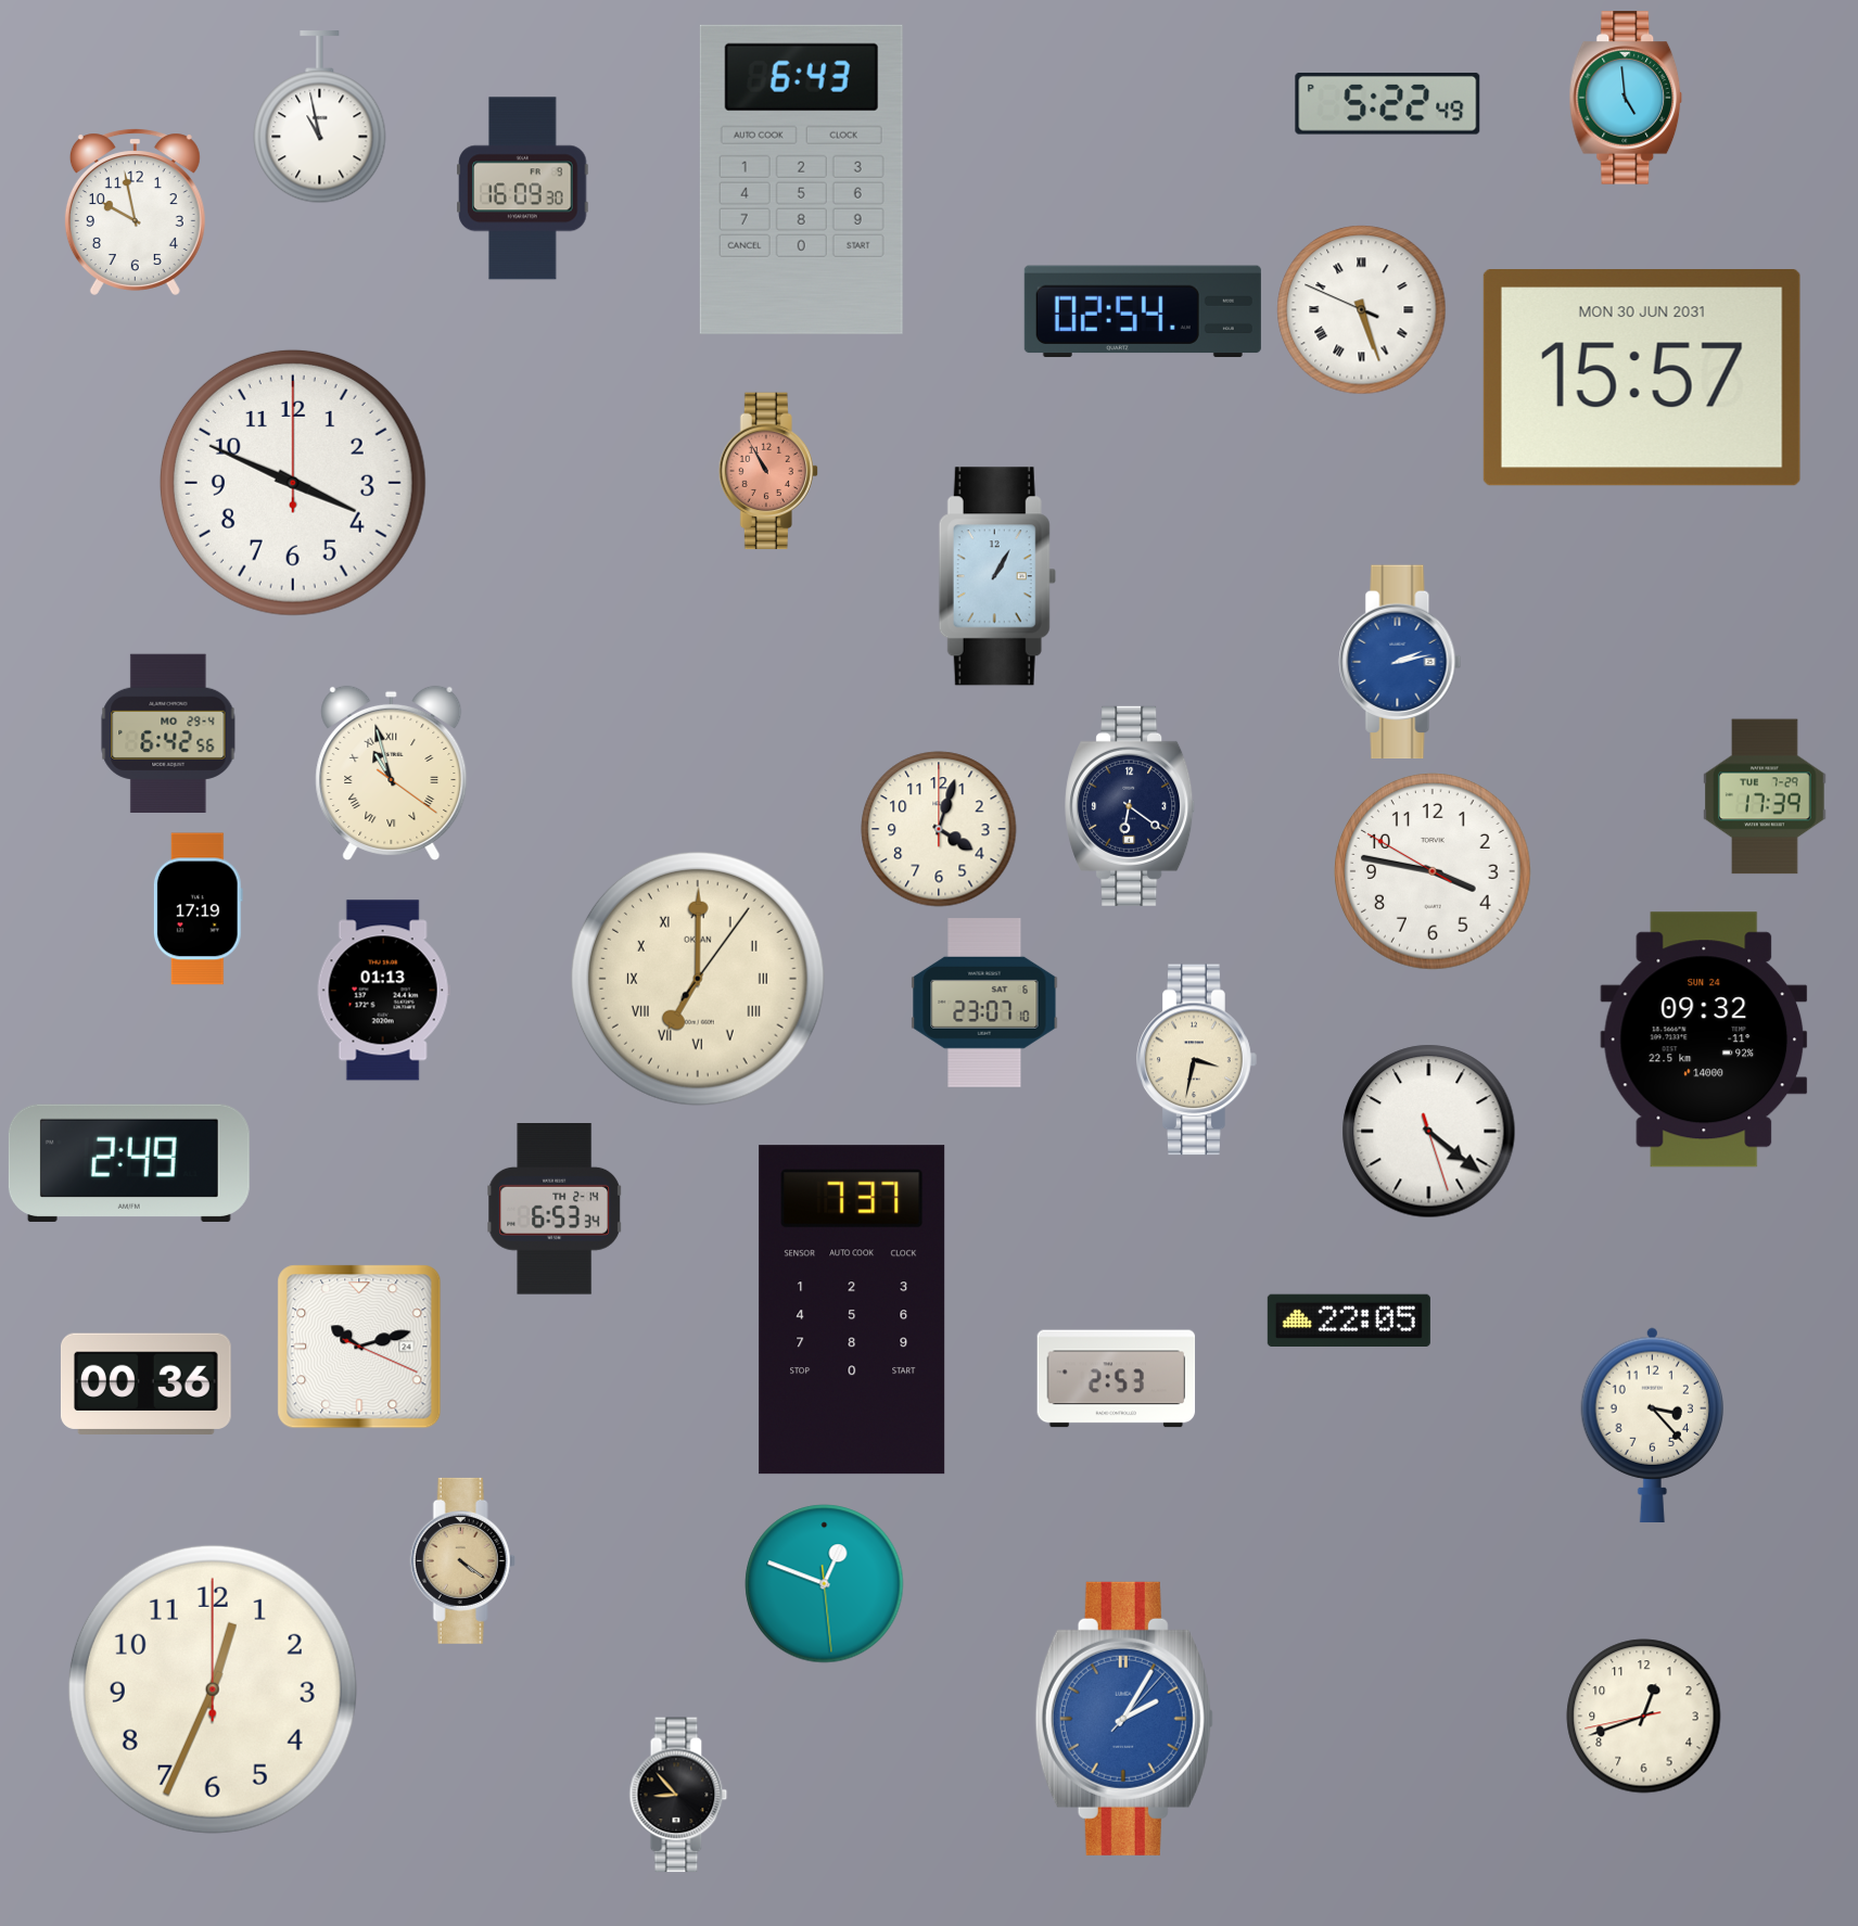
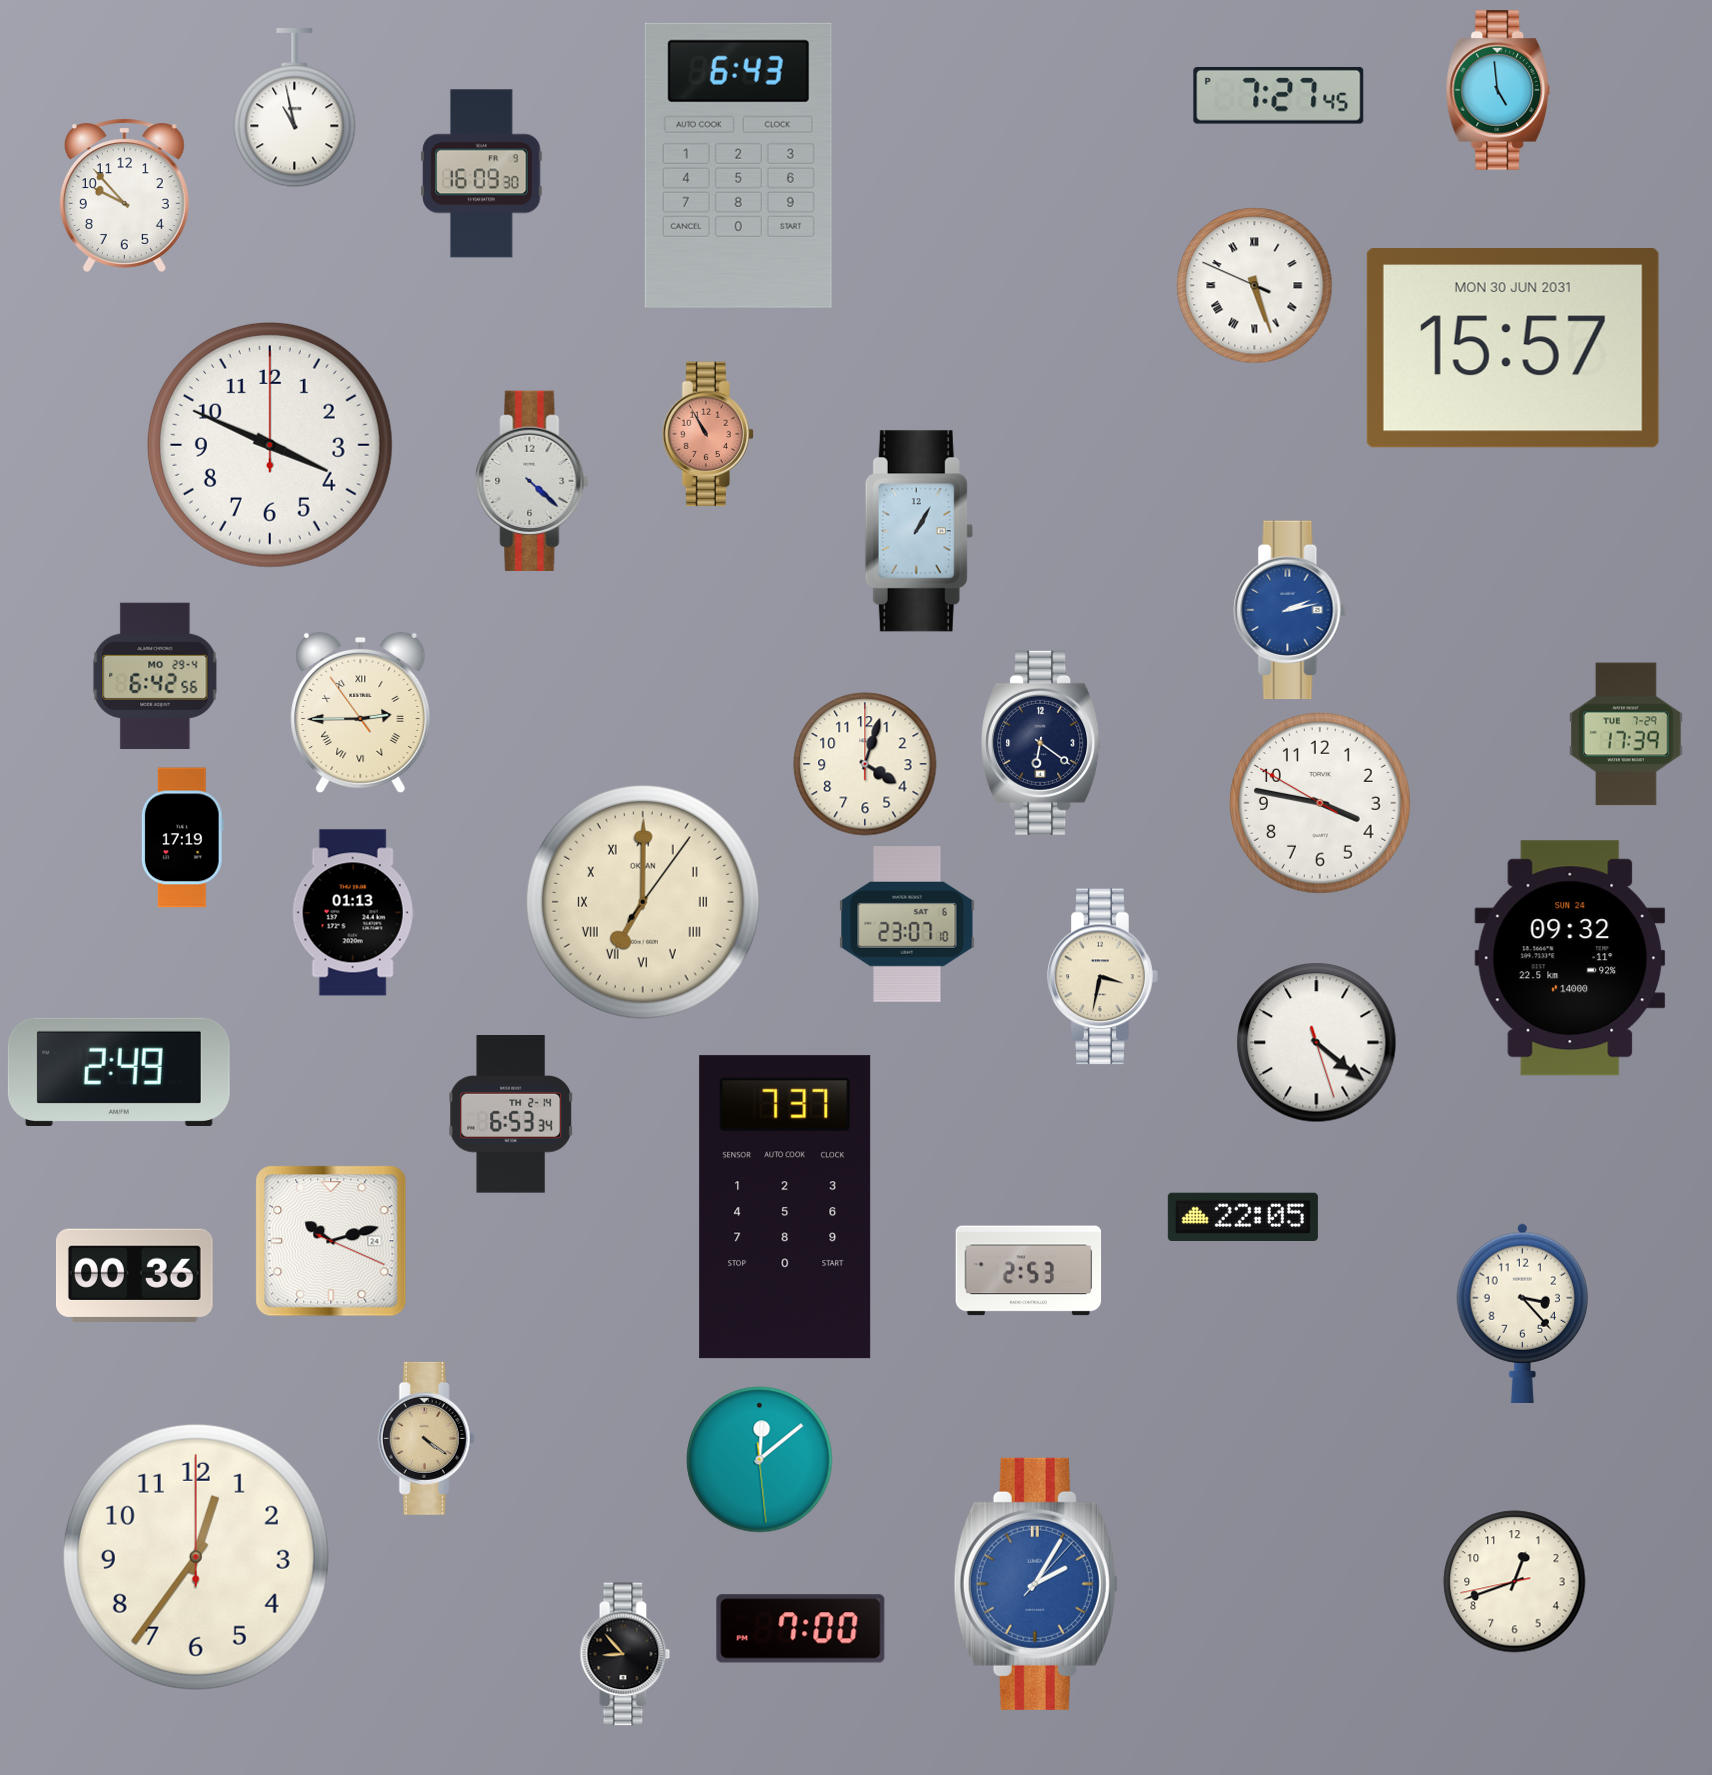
clock at (1388, 103): 5:22 -> 7:27
clock at (135, 212): 9:58 -> 9:53
clock at (1143, 311): 02:54 -> none
clock at (532, 481): none -> 4:22
clock at (392, 773): 10:57 -> 2:44
clock at (825, 1584): 12:48 -> 12:08
clock at (213, 1689): 12:34 -> 12:36
clock at (801, 1629): none -> 7:00
